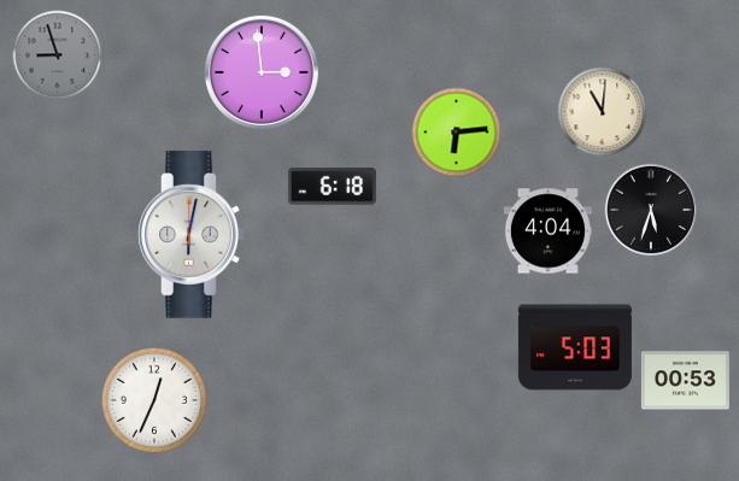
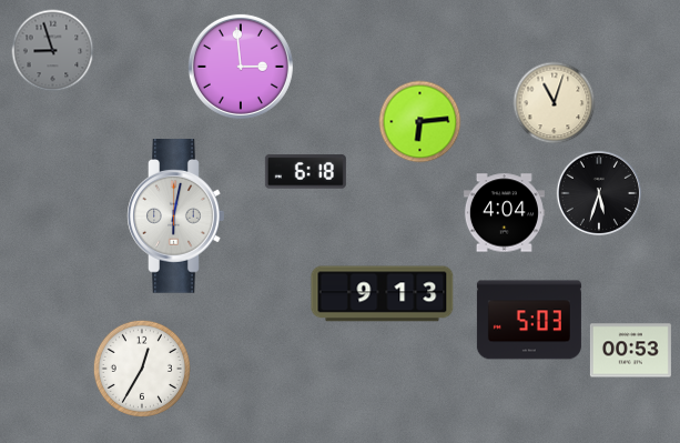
clock at (603, 112): 11:01 -> 11:03
clock at (383, 294): none -> 9:13
clock at (154, 400): 12:34 -> 12:35
